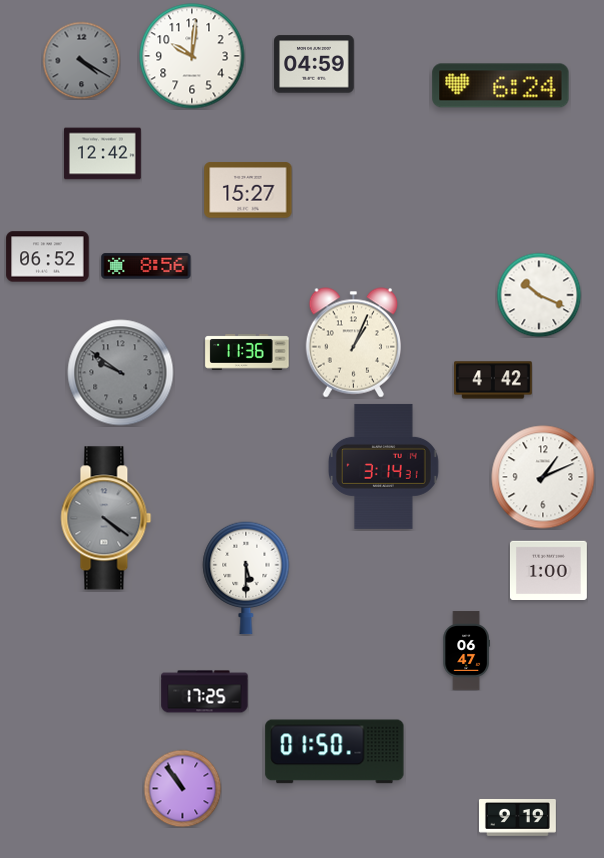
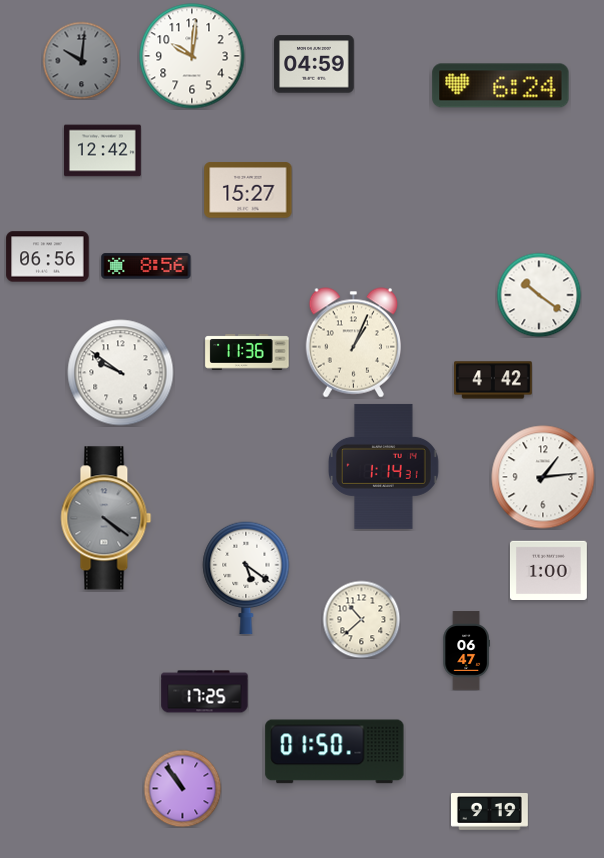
clock at (81, 60): 4:20 -> 10:01
clock at (102, 154) position: (102, 154) -> (102, 151)
clock at (48, 257): 06:52 -> 06:56
clock at (539, 295): 10:19 -> 10:21
clock at (121, 373) dial: grey -> white
clock at (383, 466): 3:14 -> 1:14
clock at (543, 477): 1:11 -> 1:14
clock at (246, 578): 5:30 -> 5:21
clock at (361, 619): none -> 10:38
clock at (518, 818) position: (518, 818) -> (490, 812)
